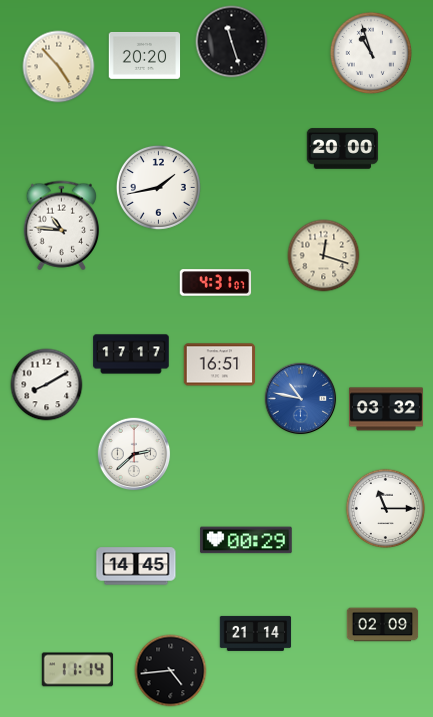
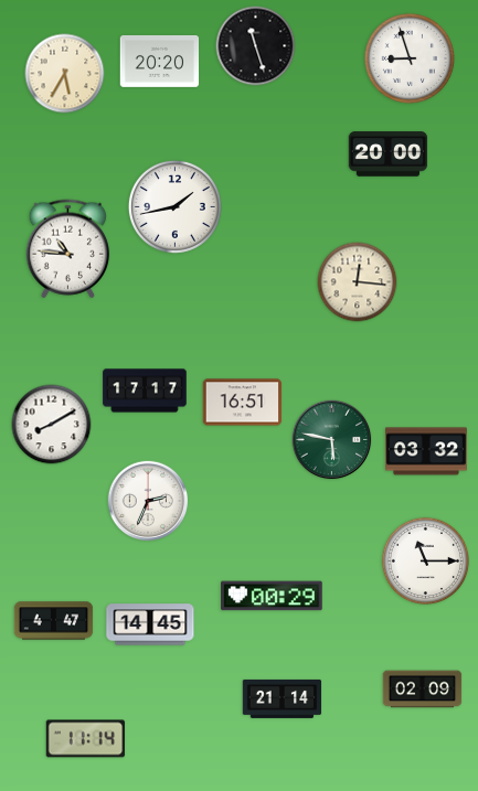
clock at (371, 53): 10:57 -> 8:57
clock at (59, 67): 4:53 -> 5:35
clock at (343, 149) position: (343, 149) -> (389, 154)
clock at (324, 256): 12:18 -> 12:16
clock at (216, 283): 4:31 -> none
clock at (301, 399): 10:47 -> 5:47
clock at (301, 399) dial: blue -> green
clock at (134, 454): 2:38 -> 2:34
clock at (54, 621): none -> 4:47
clock at (171, 671): 4:44 -> none
